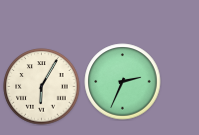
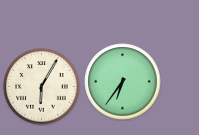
clock at (123, 82): 2:34 -> 6:36
